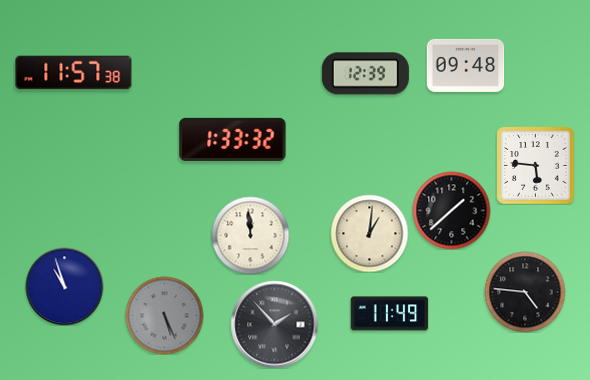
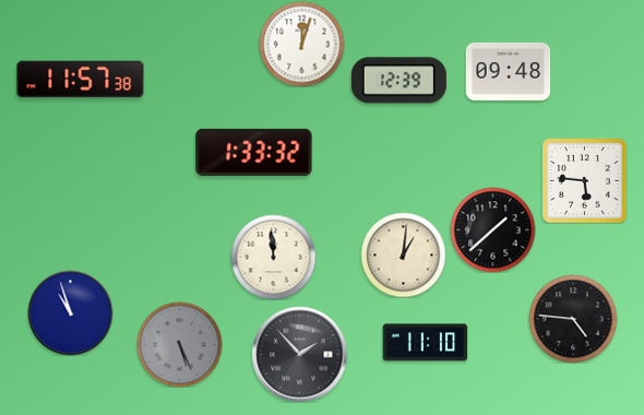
clock at (301, 44): none -> 12:03
clock at (389, 314): 11:49 -> 11:10
